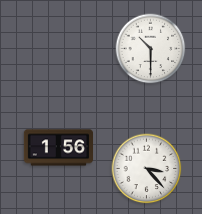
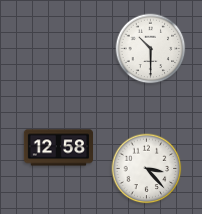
clock at (58, 148): 1:56 -> 12:58
